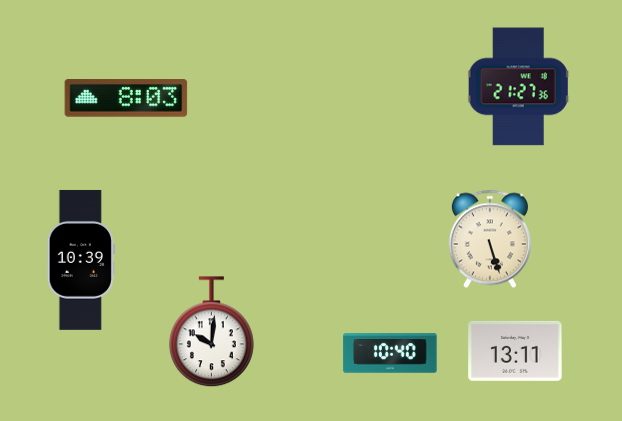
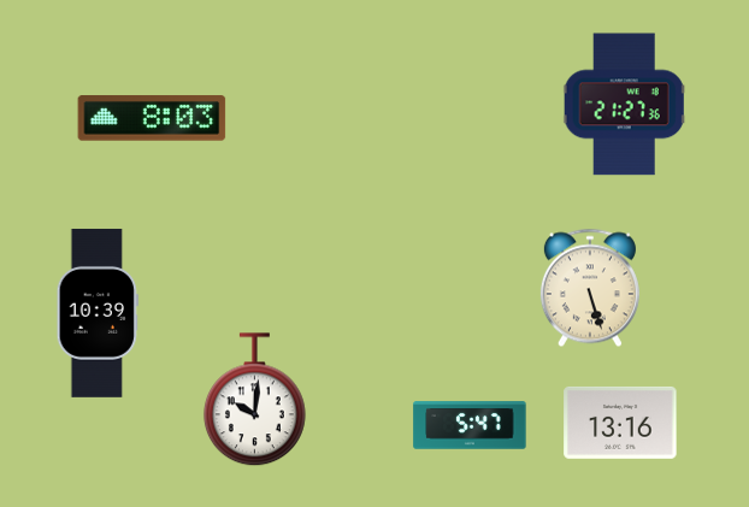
clock at (515, 351): 13:11 -> 13:16
clock at (390, 353): 10:40 -> 5:47
